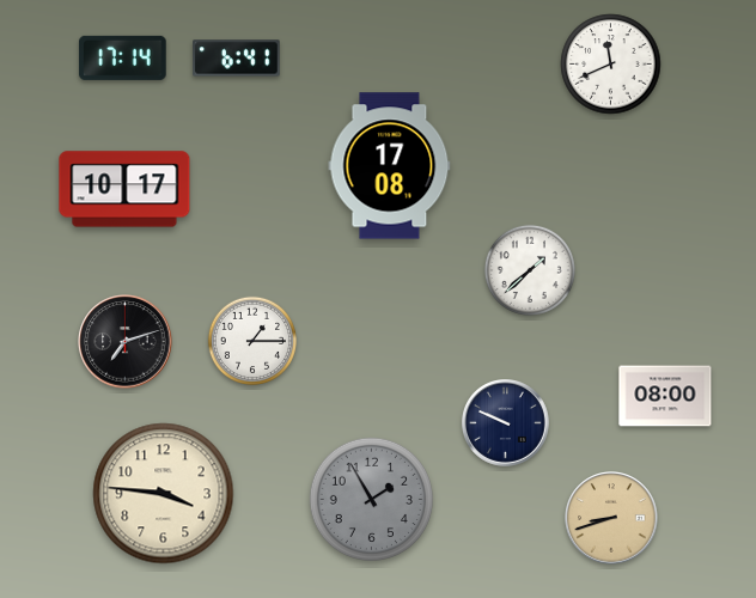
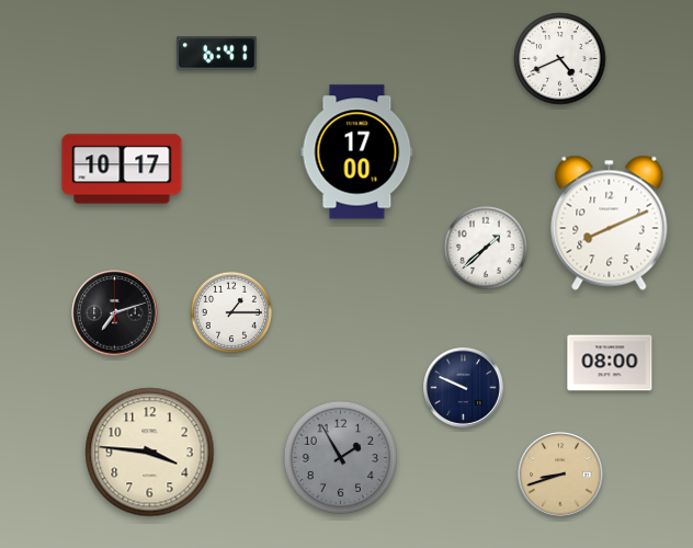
clock at (123, 57): 17:14 -> none
clock at (611, 65): 11:41 -> 4:41
clock at (390, 166): 17:08 -> 17:00
clock at (124, 189) position: (124, 189) -> (122, 169)
clock at (610, 222): none -> 8:11
